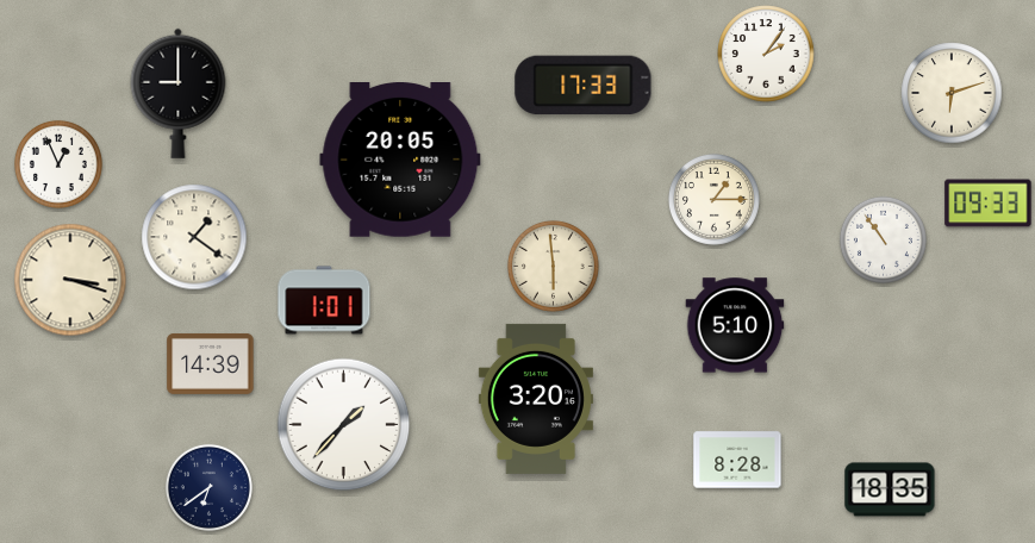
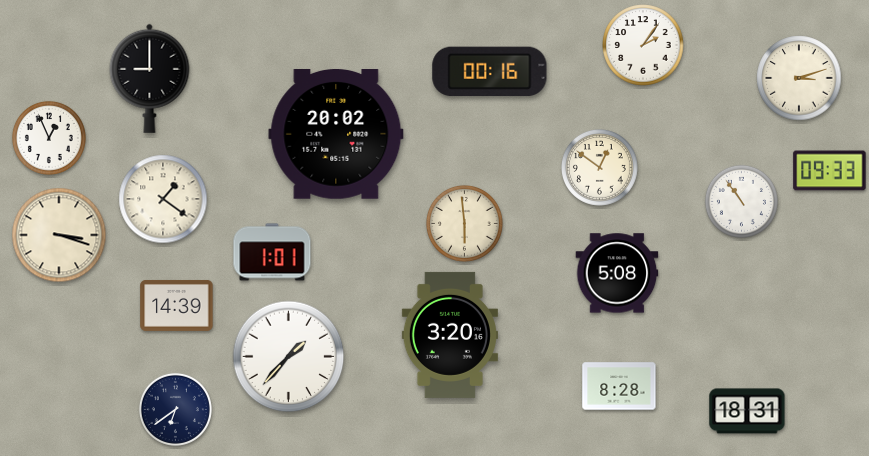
clock at (584, 86): 17:33 -> 00:16
clock at (952, 93): 6:12 -> 3:12
clock at (400, 161): 20:05 -> 20:02
clock at (713, 199): 1:15 -> 12:51
clock at (735, 325): 5:10 -> 5:08
clock at (890, 489): 18:35 -> 18:31
